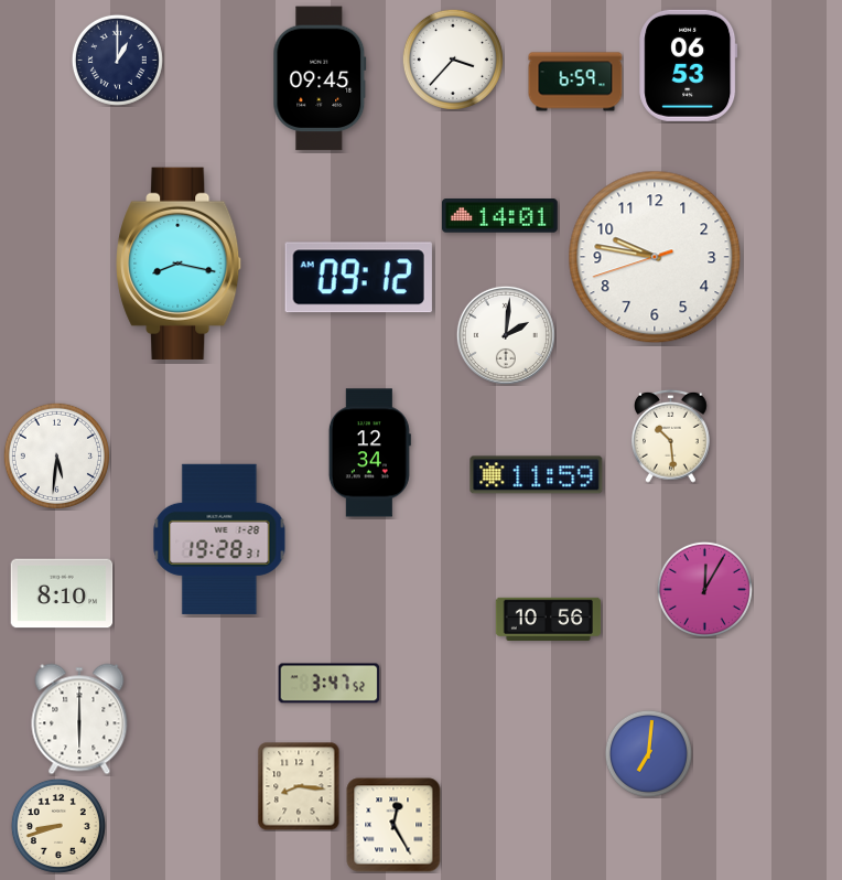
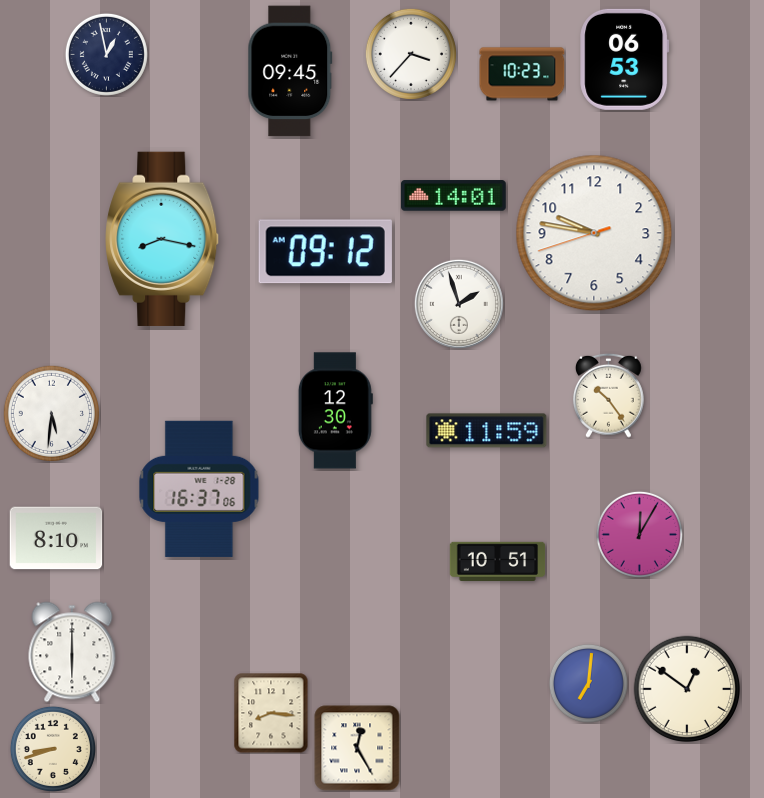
clock at (117, 60): 1:00 -> 12:58
clock at (575, 82): 6:59 -> 10:23
clock at (506, 335): 2:01 -> 1:57
clock at (671, 436): 10:29 -> 10:24
clock at (369, 453): 12:34 -> 12:30
clock at (219, 539): 19:28 -> 16:37
clock at (549, 619): 10:56 -> 10:51
clock at (330, 684): 3:47 -> none
clock at (687, 689): none -> 12:51
